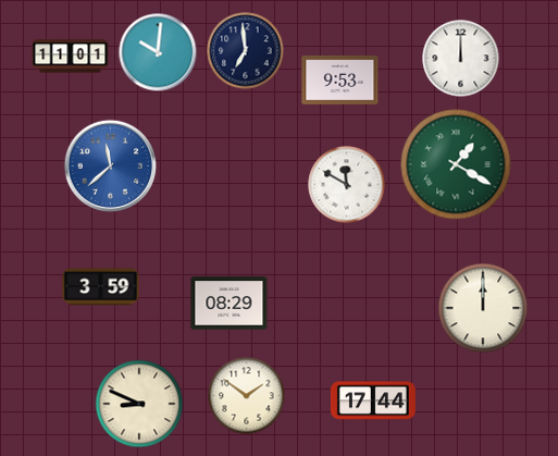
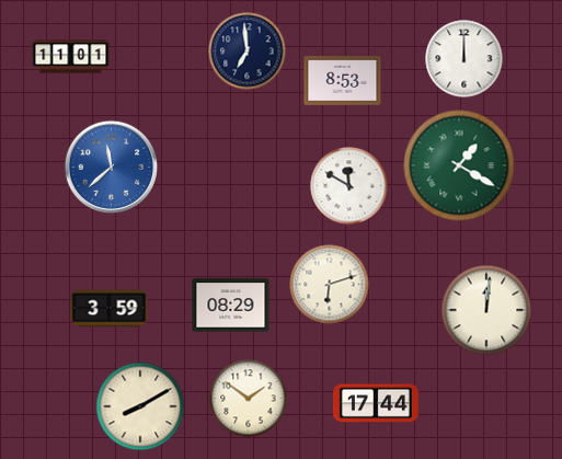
clock at (158, 52): 10:01 -> none
clock at (340, 79): 9:53 -> 8:53
clock at (330, 285): none -> 6:12
clock at (101, 287) position: (101, 287) -> (110, 309)
clock at (483, 308): 12:00 -> 12:01
clock at (139, 404): 8:49 -> 8:10
